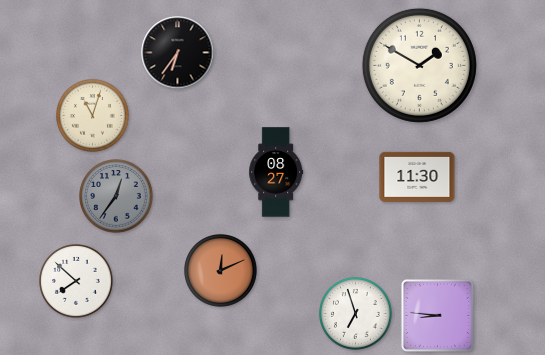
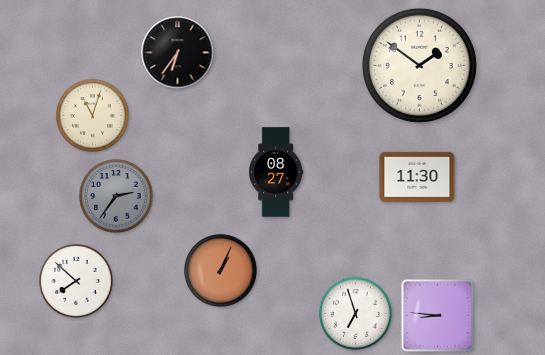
clock at (419, 65): 1:50 -> 1:51
clock at (116, 196): 12:36 -> 2:36
clock at (221, 271): 12:11 -> 1:04
